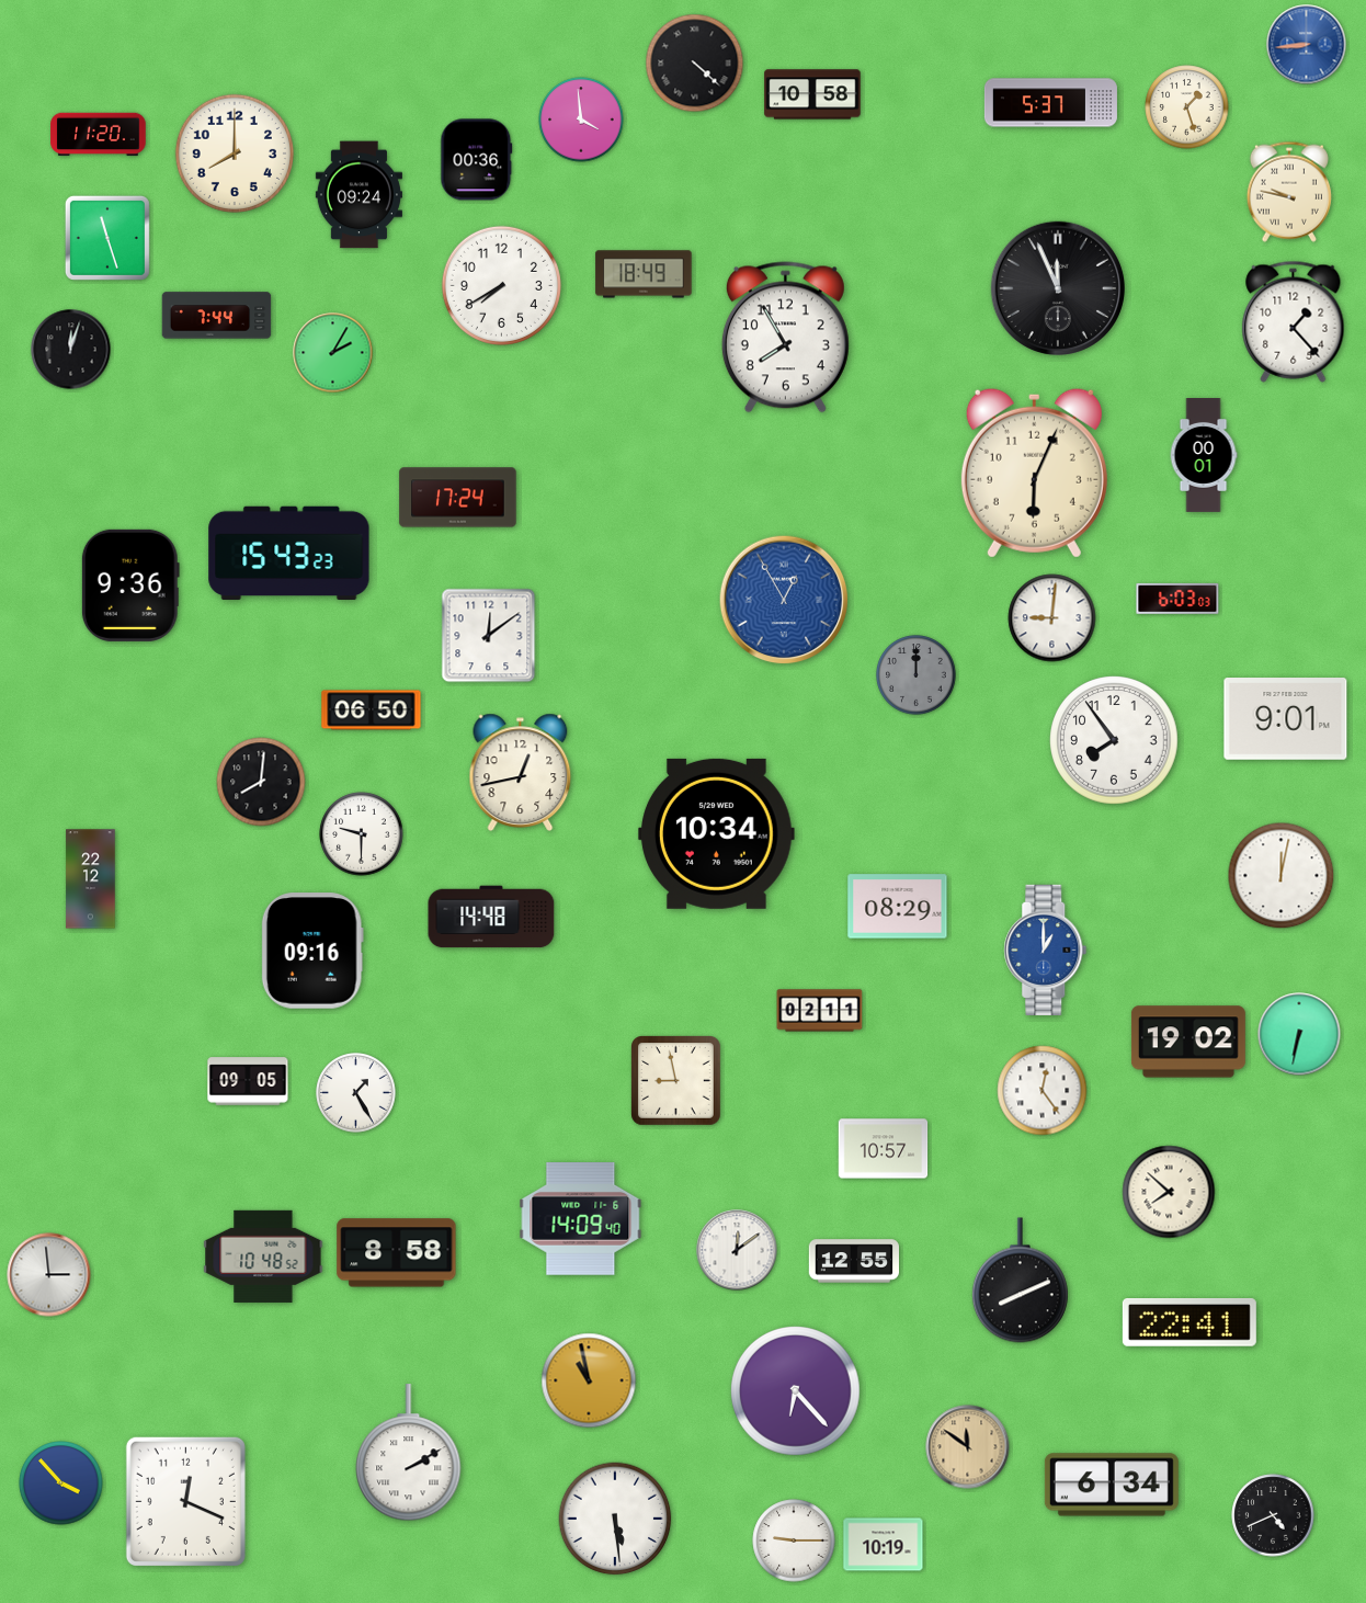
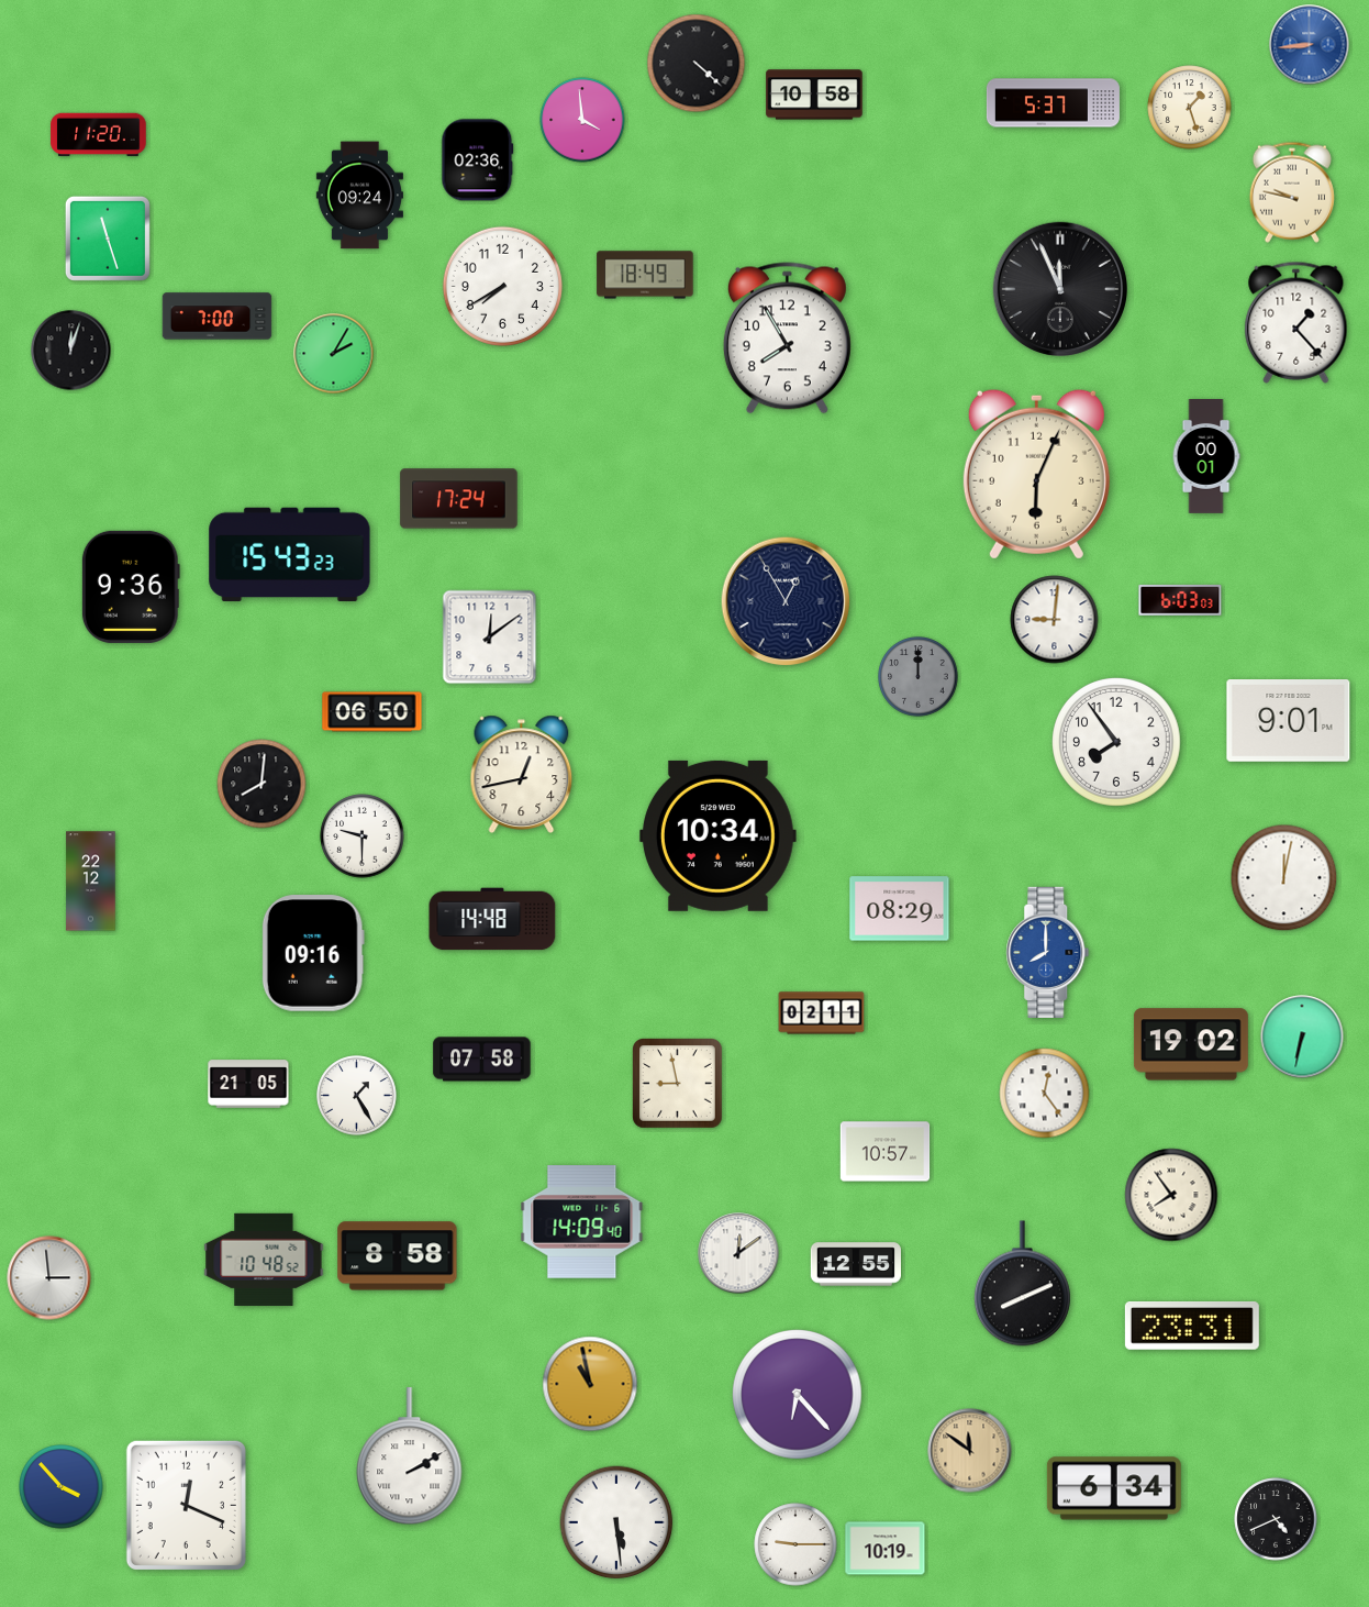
clock at (235, 154): 8:00 -> none
clock at (477, 160): 00:36 -> 02:36
clock at (217, 316): 7:44 -> 7:00
clock at (784, 600) dial: blue -> navy
clock at (1046, 950): 1:00 -> 8:00
clock at (482, 1060): none -> 07:58
clock at (248, 1081): 09:05 -> 21:05
clock at (1169, 1192): 7:52 -> 7:54
clock at (1189, 1323): 22:41 -> 23:31
